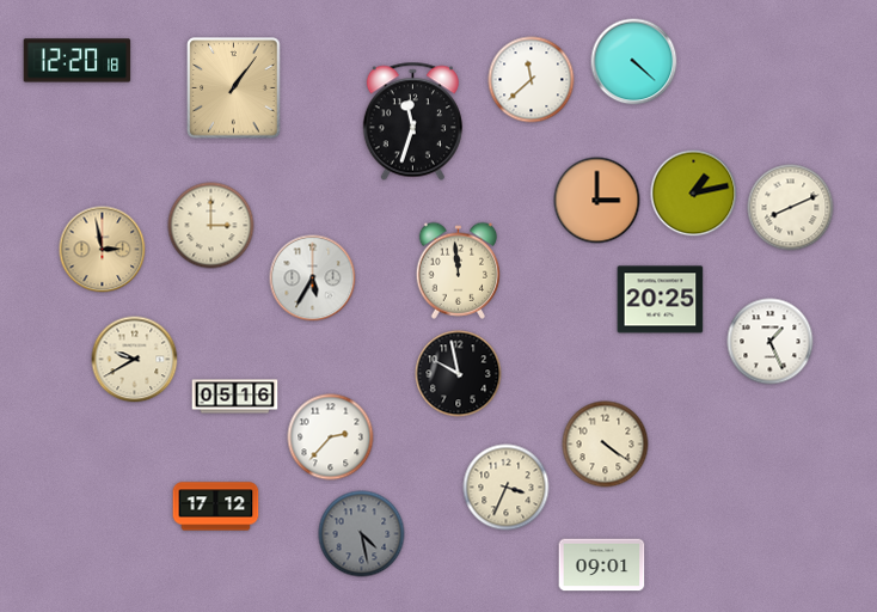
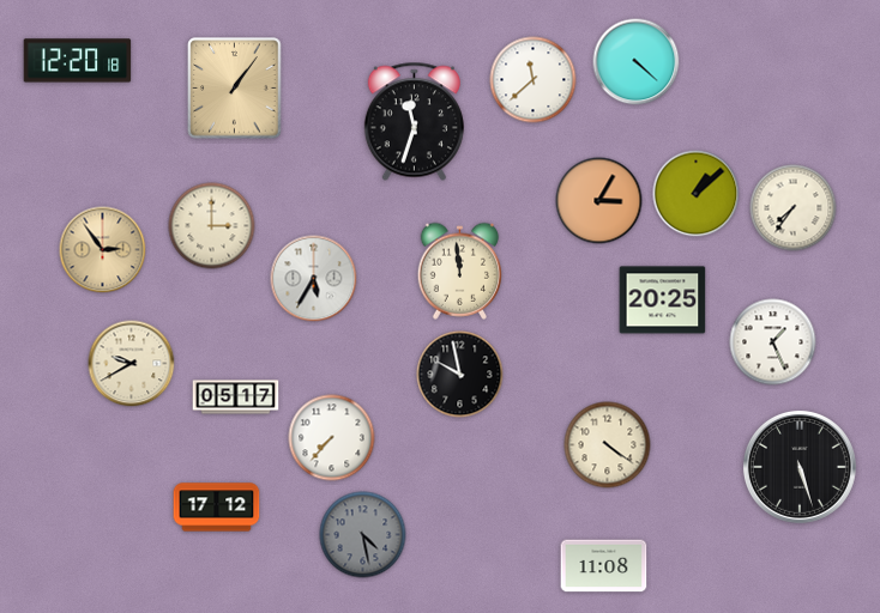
clock at (694, 194): 1:13 -> 1:08
clock at (597, 201): 3:00 -> 3:05
clock at (791, 208): 8:11 -> 7:36
clock at (103, 250): 2:58 -> 2:54
clock at (135, 360) position: (135, 360) -> (132, 364)
clock at (235, 397): 05:16 -> 05:17
clock at (331, 437): 2:37 -> 7:37
clock at (800, 467): none -> 5:27
clock at (507, 488): 3:34 -> none
clock at (602, 565): 09:01 -> 11:08
